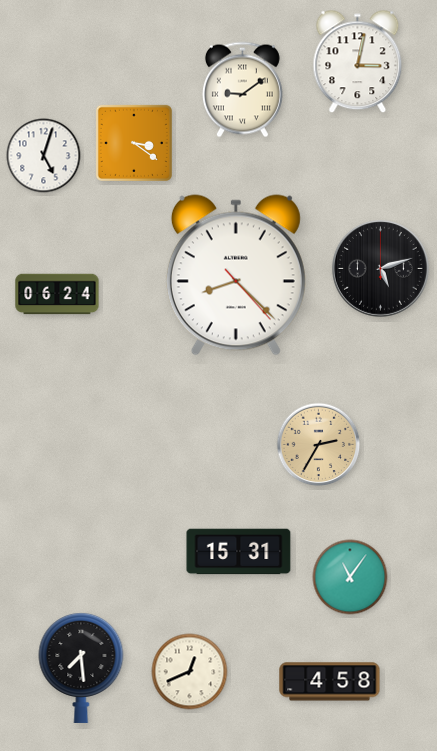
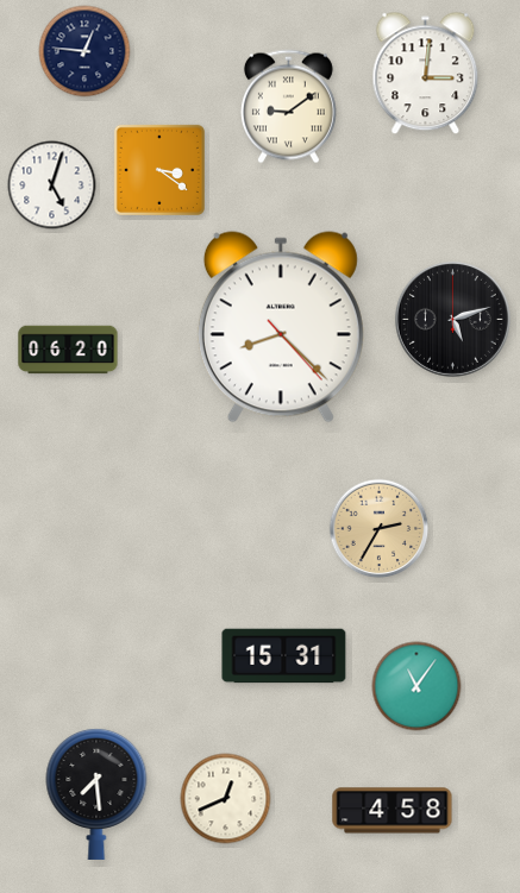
clock at (84, 51): none -> 12:46
clock at (358, 62): 3:02 -> 3:01
clock at (57, 294): 06:24 -> 06:20
